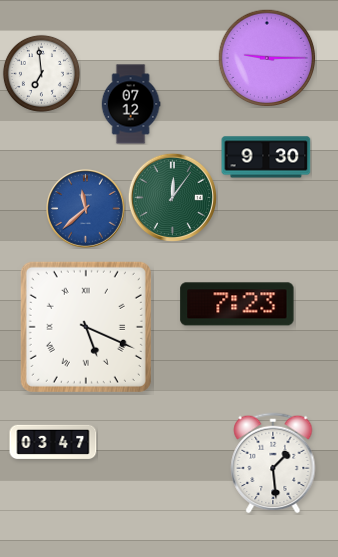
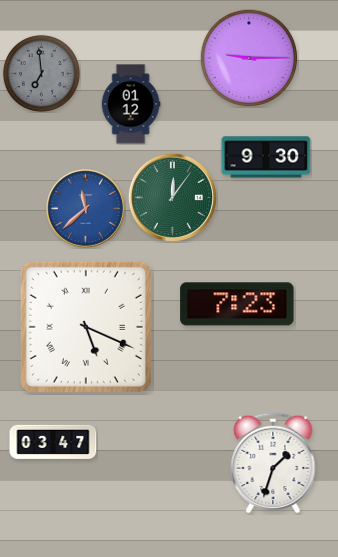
clock at (267, 58) position: (267, 58) -> (249, 58)
clock at (41, 73) dial: white -> grey
clock at (131, 104): 07:12 -> 01:12
clock at (273, 463): 1:29 -> 1:33
